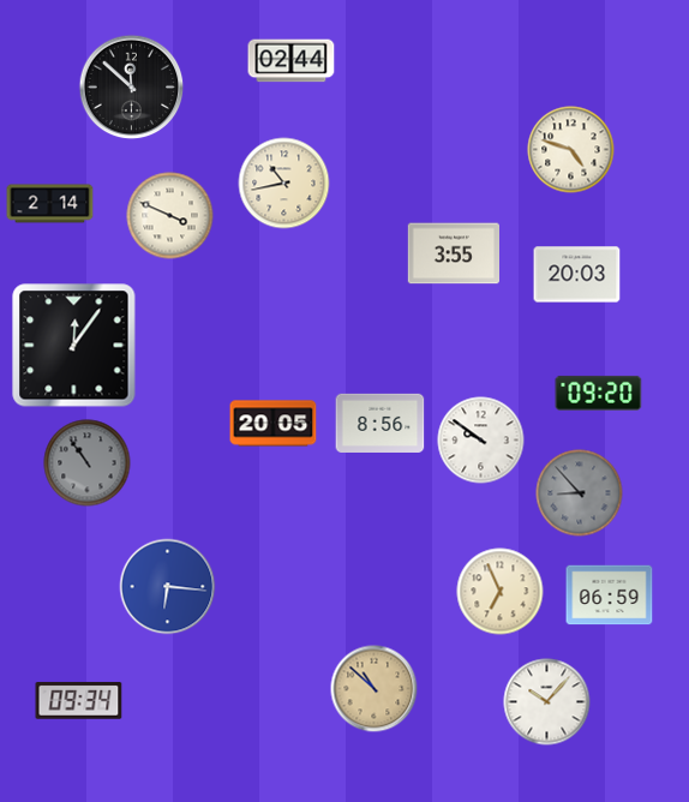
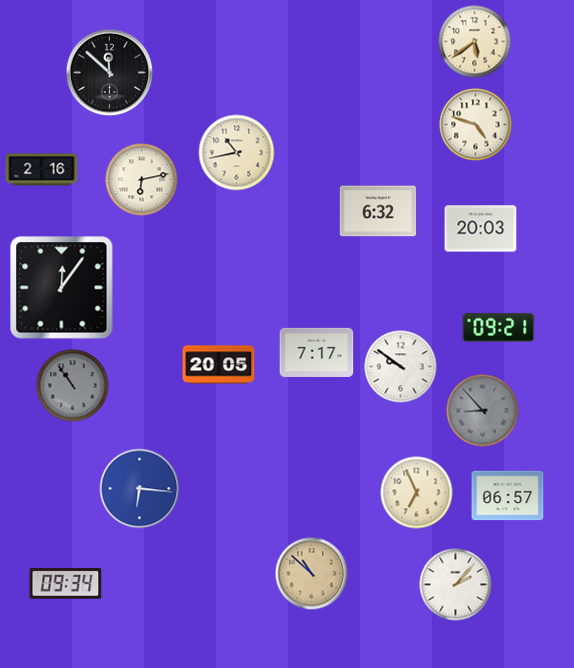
clock at (475, 42): none -> 5:39
clock at (292, 61): 02:44 -> none
clock at (50, 204): 2:14 -> 2:16
clock at (170, 216): 3:49 -> 6:13
clock at (453, 253): 3:55 -> 6:32
clock at (599, 393): 09:20 -> 09:21
clock at (381, 423): 8:56 -> 7:17
clock at (274, 424) position: (274, 424) -> (219, 365)
clock at (610, 595): 06:59 -> 06:57
clock at (547, 702): 10:07 -> 2:07
